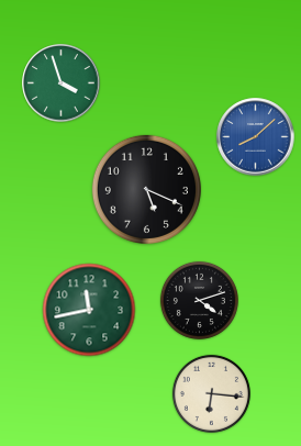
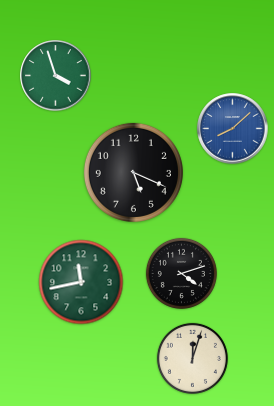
clock at (256, 137) position: (256, 137) -> (233, 129)
clock at (211, 393): 6:16 -> 12:03
